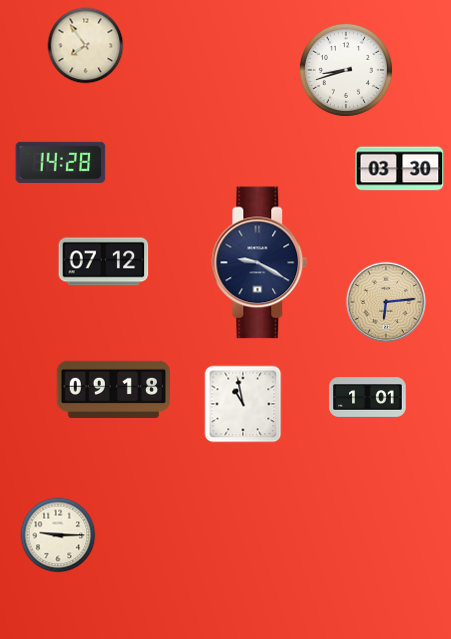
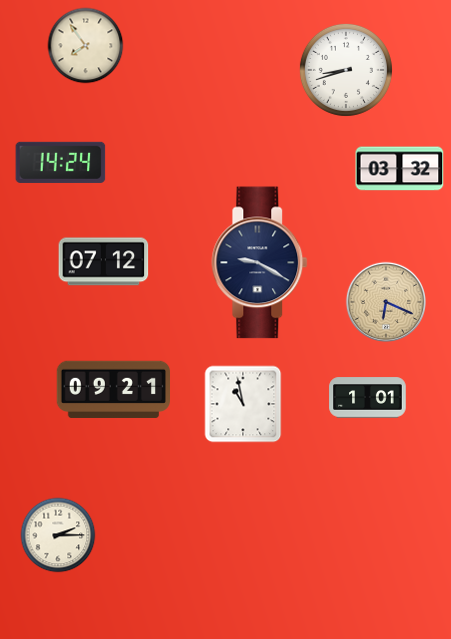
clock at (61, 162): 14:28 -> 14:24
clock at (400, 169): 03:30 -> 03:32
clock at (385, 301): 6:14 -> 6:19
clock at (113, 389): 09:18 -> 09:21
clock at (58, 535): 9:15 -> 2:15
